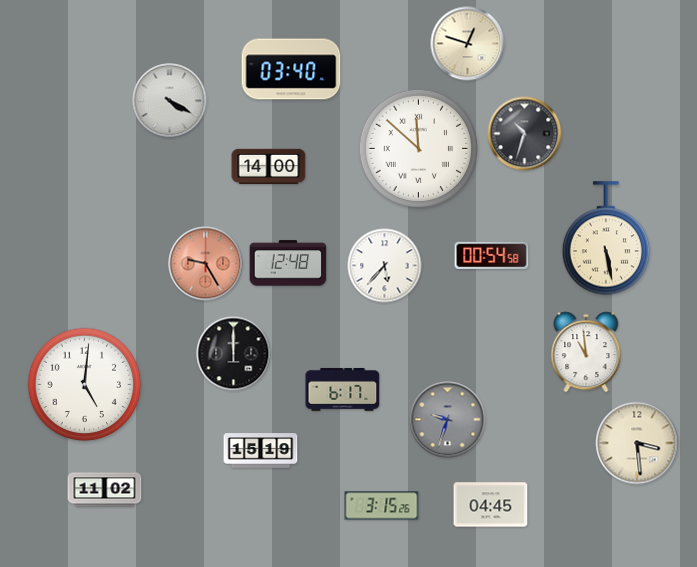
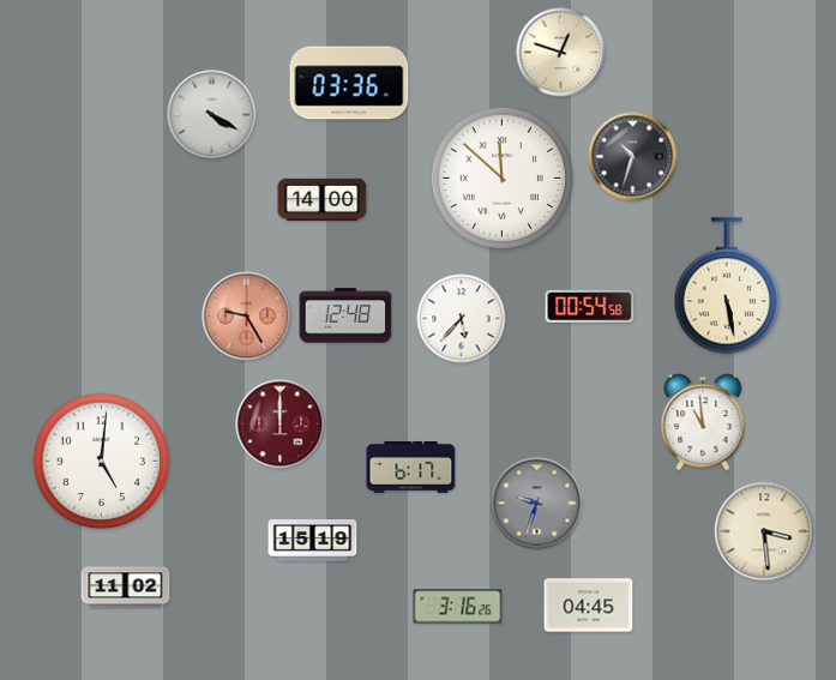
clock at (291, 69): 03:40 -> 03:36
clock at (170, 101) position: (170, 101) -> (212, 115)
clock at (525, 134) position: (525, 134) -> (633, 157)
clock at (234, 354) dial: black -> burgundy
clock at (382, 506): 3:15 -> 3:16
